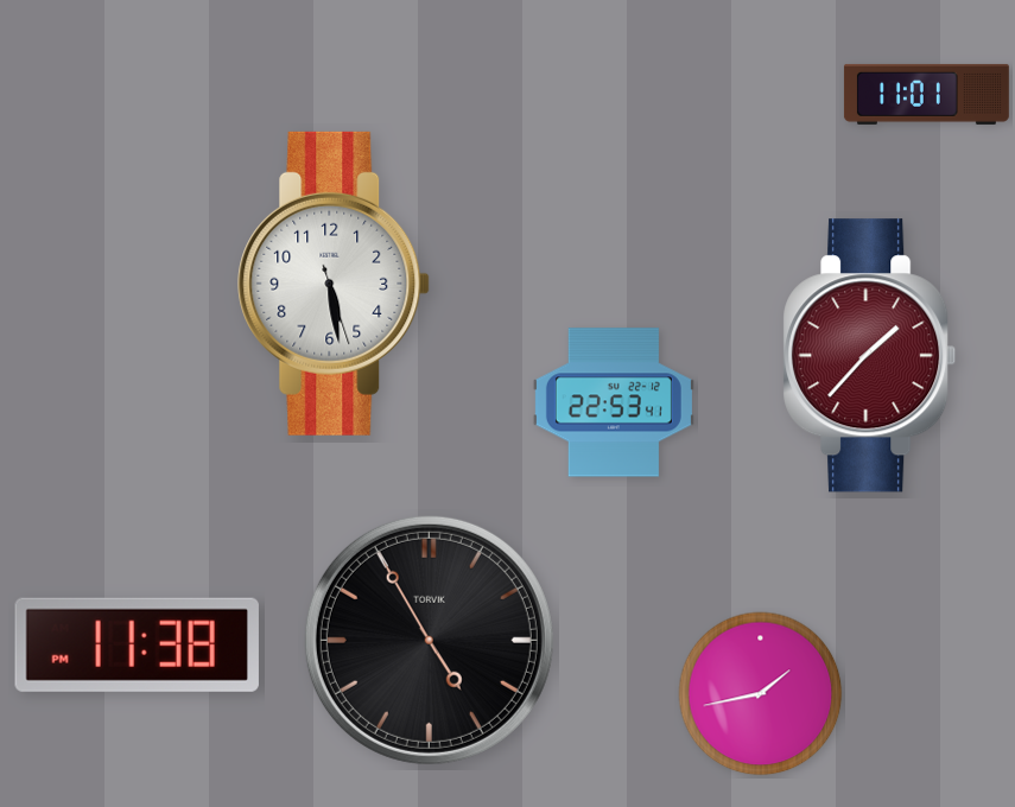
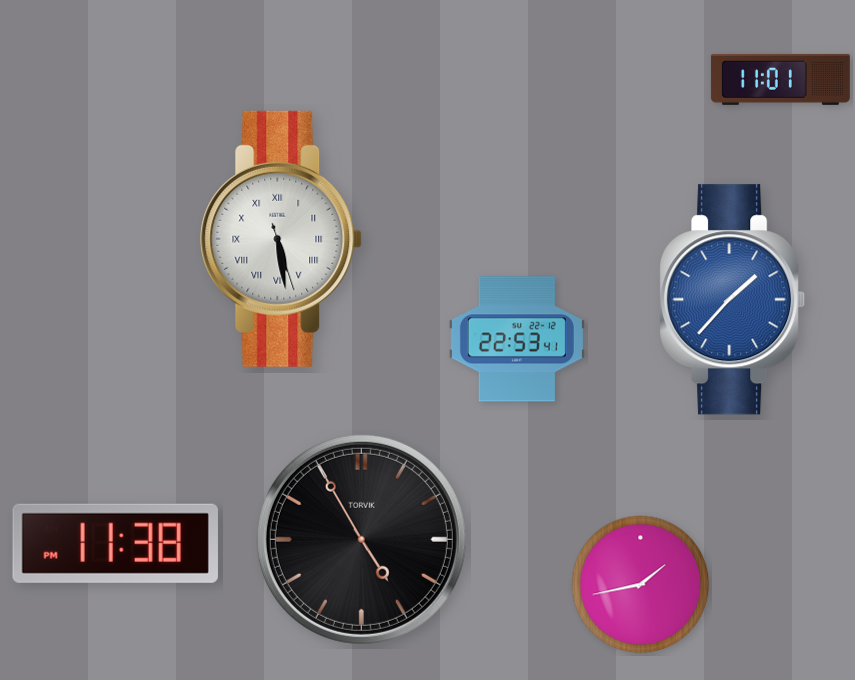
clock at (334, 284) numerals: Arabic -> Roman
clock at (870, 356) dial: burgundy -> blue
